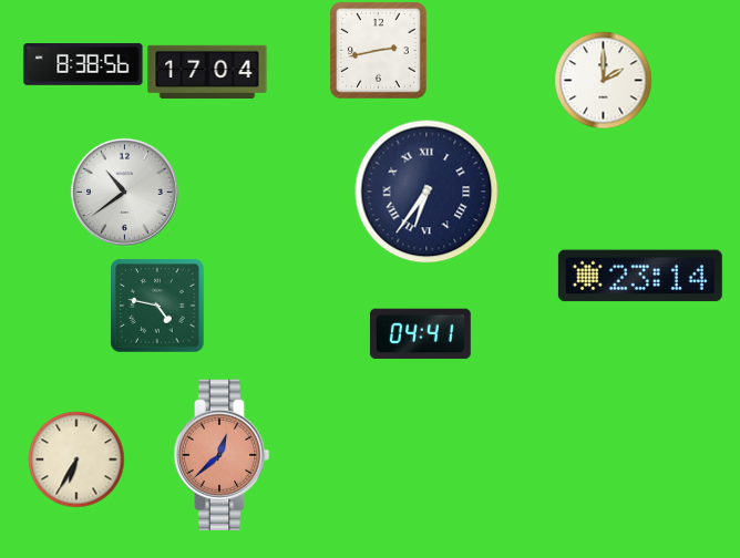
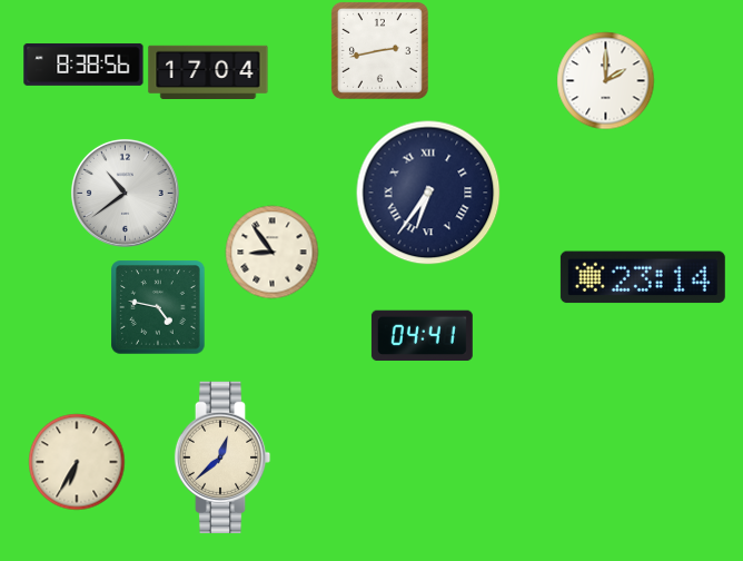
clock at (271, 252): none -> 8:54
clock at (222, 455) dial: salmon -> cream
